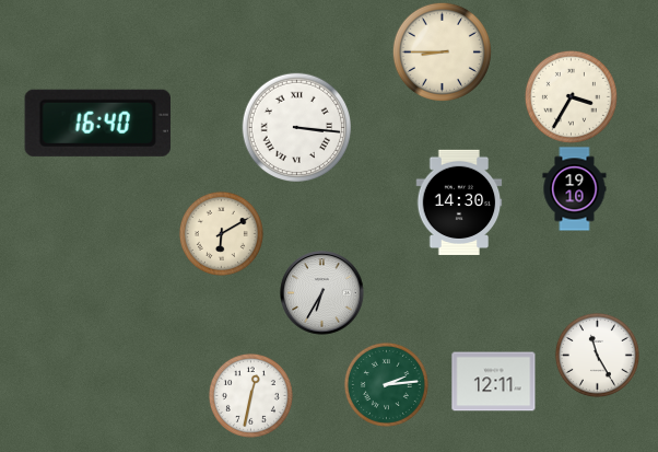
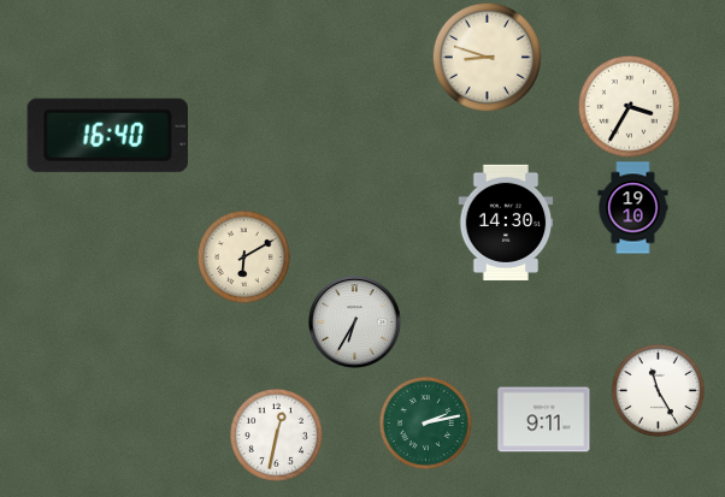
clock at (442, 51): 8:45 -> 8:48
clock at (296, 127): 3:16 -> none
clock at (494, 382): 12:11 -> 9:11
clock at (386, 384): 2:14 -> 2:13
